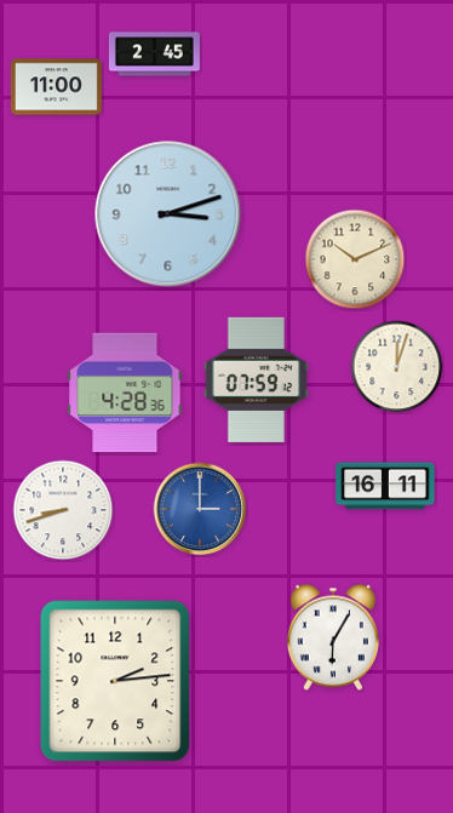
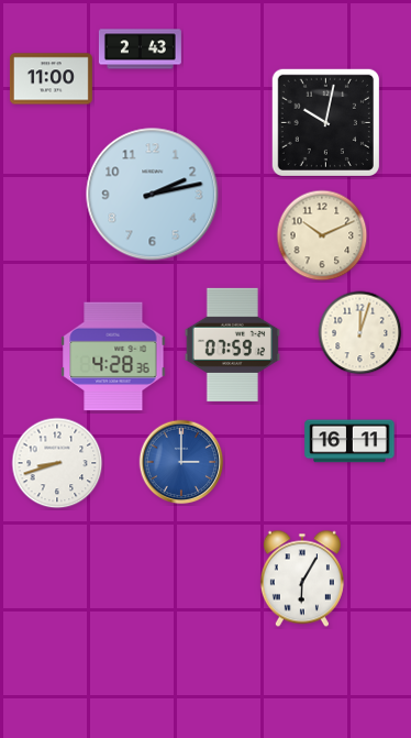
clock at (154, 55): 2:45 -> 2:43
clock at (325, 122): none -> 10:02
clock at (168, 214): 3:12 -> 2:13
clock at (115, 681): 2:14 -> none
